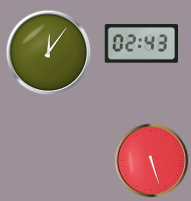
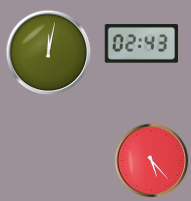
clock at (49, 53): 12:06 -> 12:02
clock at (152, 161): 5:27 -> 5:23
